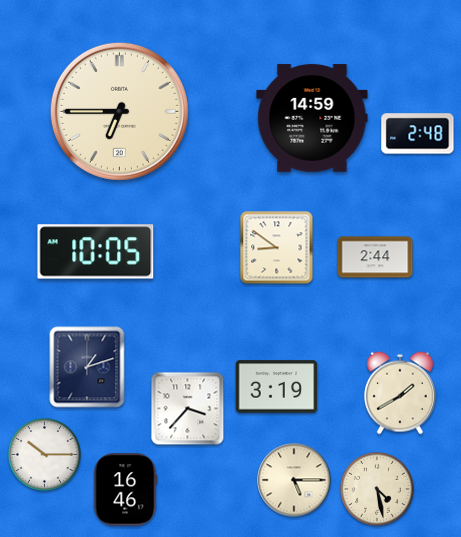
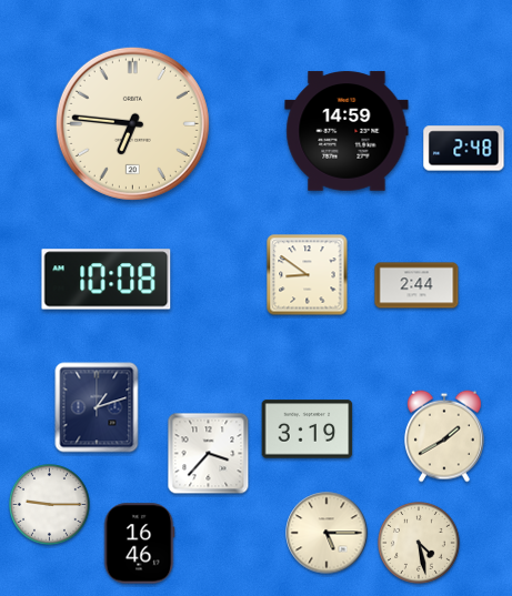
clock at (119, 111): 6:45 -> 6:46
clock at (96, 252): 10:05 -> 10:08
clock at (45, 455): 10:15 -> 9:15
